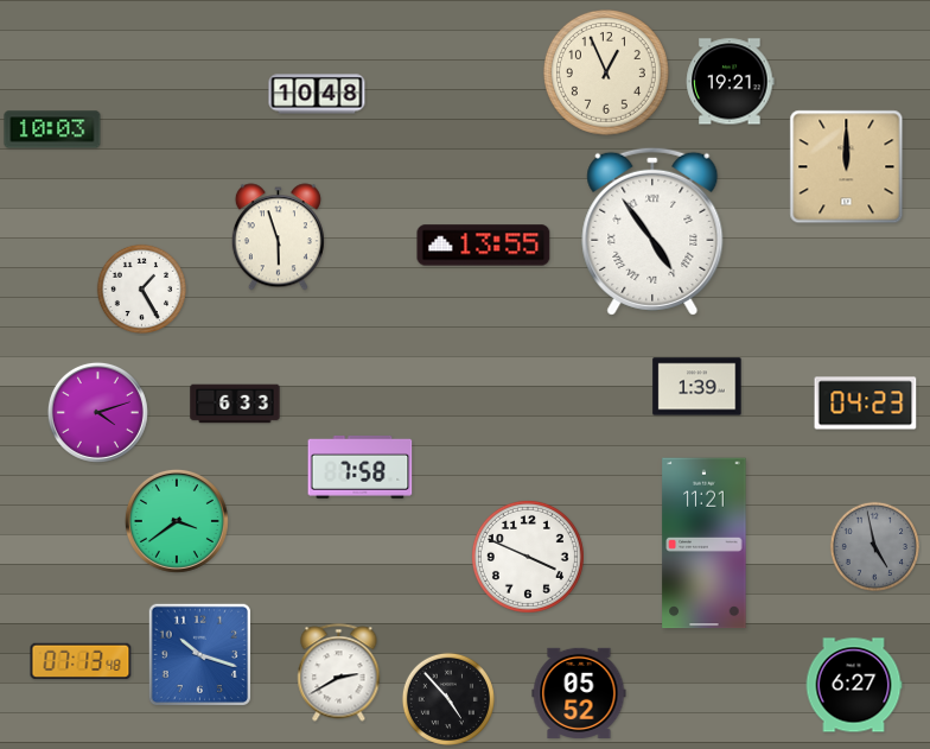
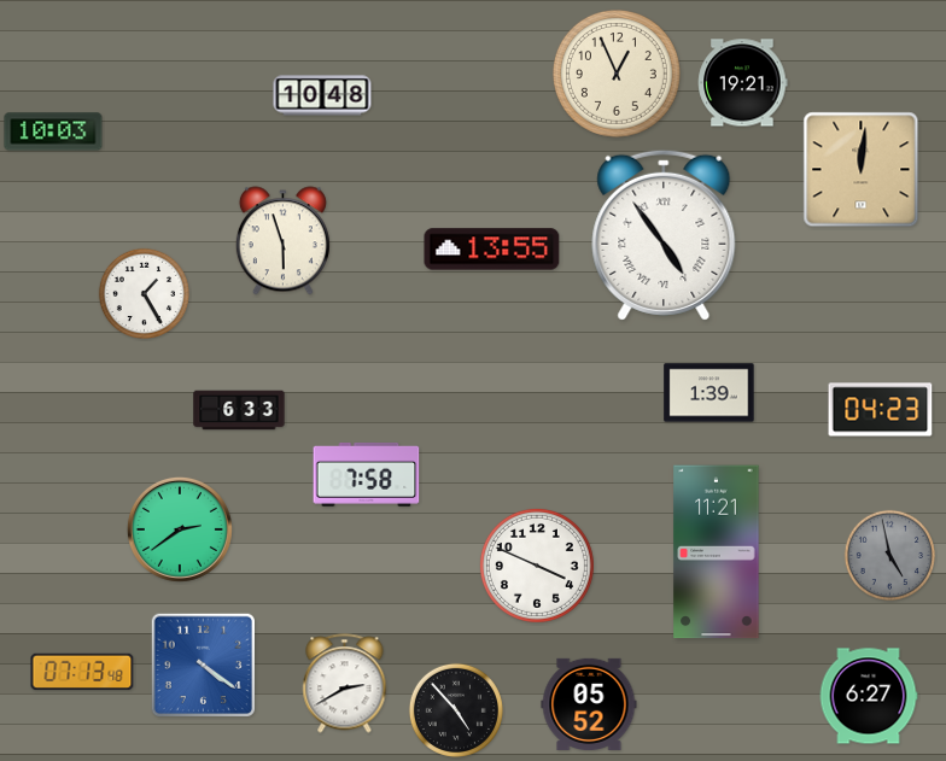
clock at (847, 167): 12:00 -> 12:01
clock at (97, 412): 4:12 -> none
clock at (177, 521): 3:39 -> 2:39
clock at (199, 654): 10:18 -> 4:21
